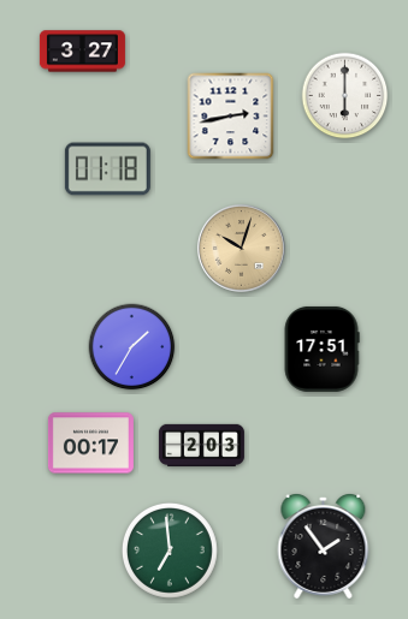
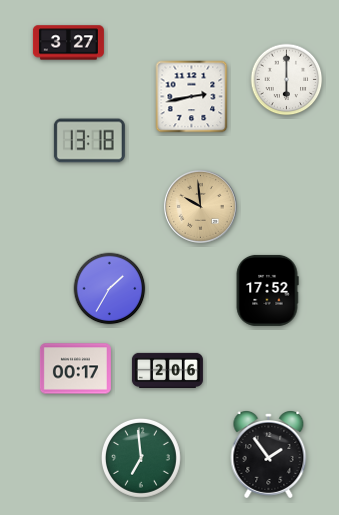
clock at (107, 169): 01:18 -> 13:18
clock at (241, 248): 10:03 -> 9:59
clock at (321, 349): 17:51 -> 17:52
clock at (201, 445): 2:03 -> 2:06
